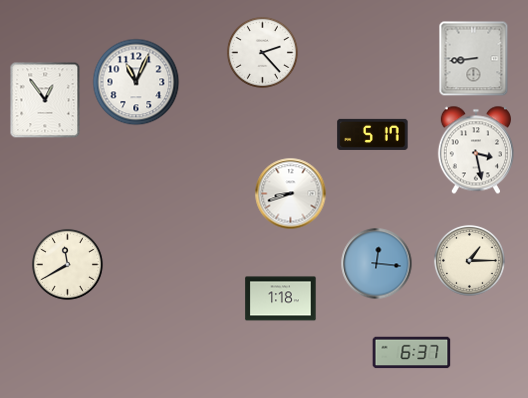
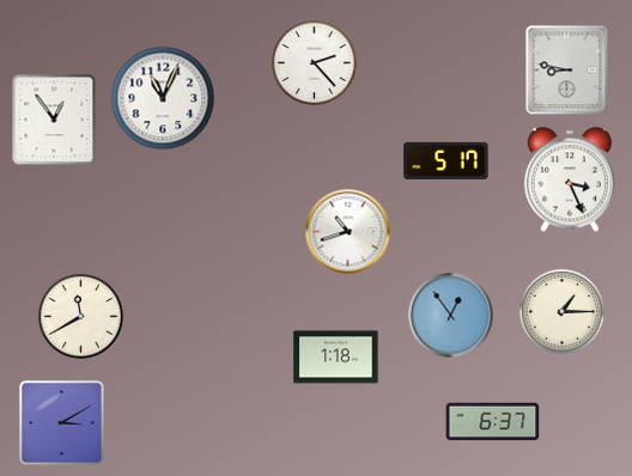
clock at (474, 59): 8:44 -> 8:47
clock at (476, 150): 3:28 -> 3:26
clock at (291, 194): 8:42 -> 10:42
clock at (377, 264): 12:16 -> 12:54
clock at (62, 423): none -> 3:10
